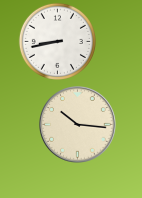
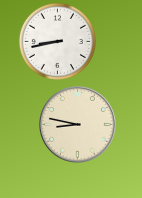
clock at (78, 125): 10:16 -> 8:47
